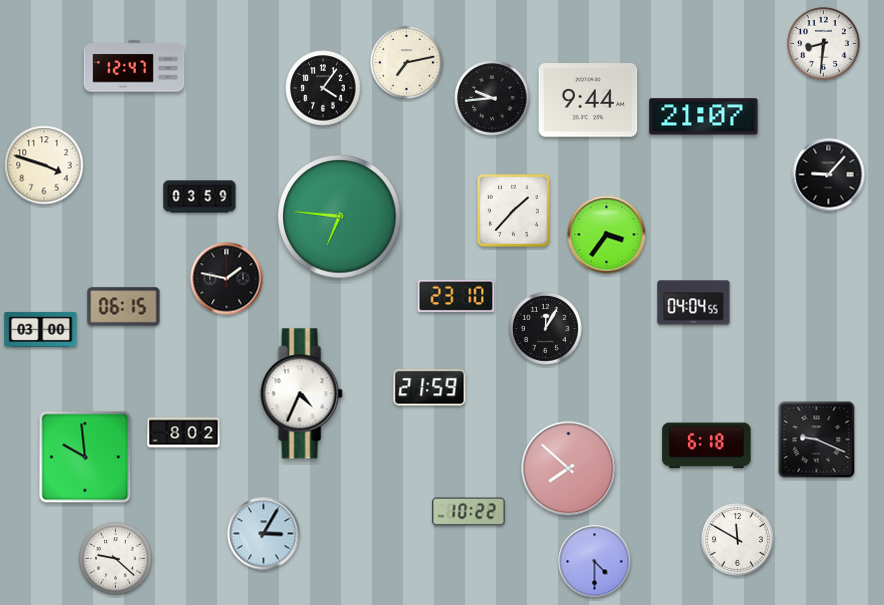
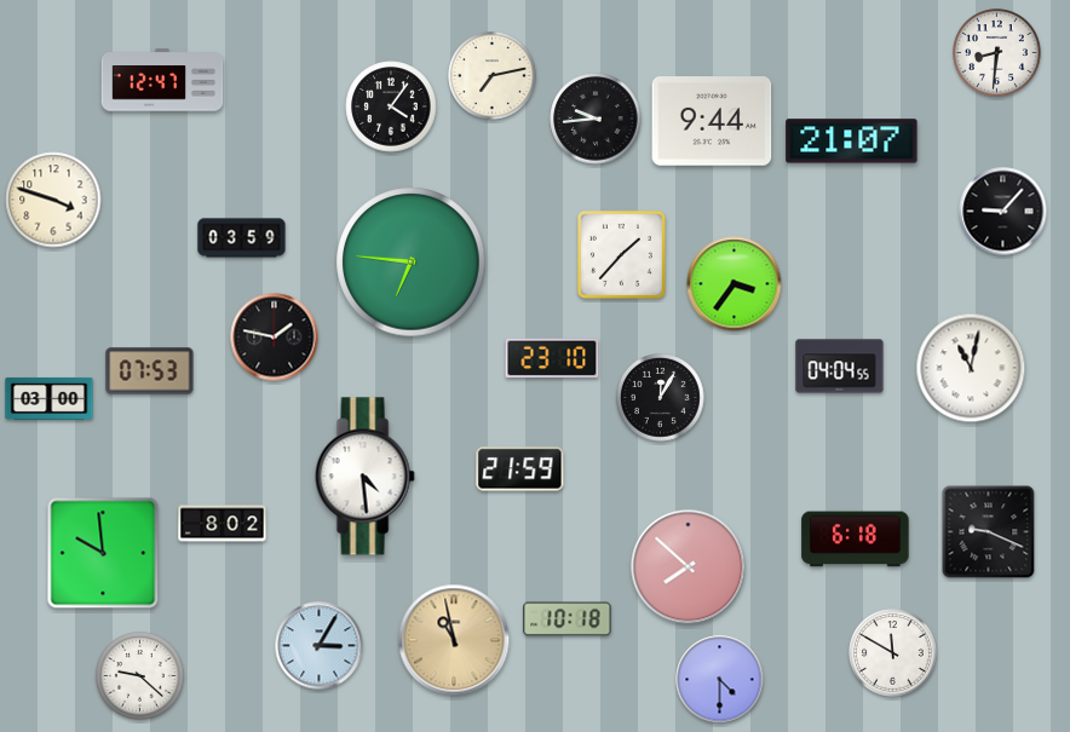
clock at (971, 368): none -> 11:02
clock at (124, 307): 06:15 -> 07:53
clock at (301, 394): 4:34 -> 4:29
clock at (469, 512): 10:22 -> 10:18
clock at (454, 640): none -> 10:58
